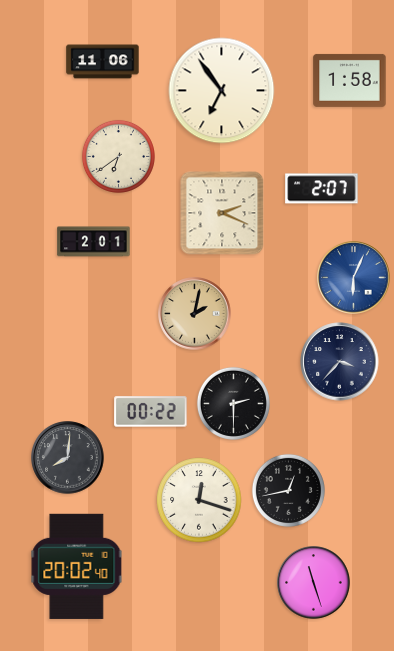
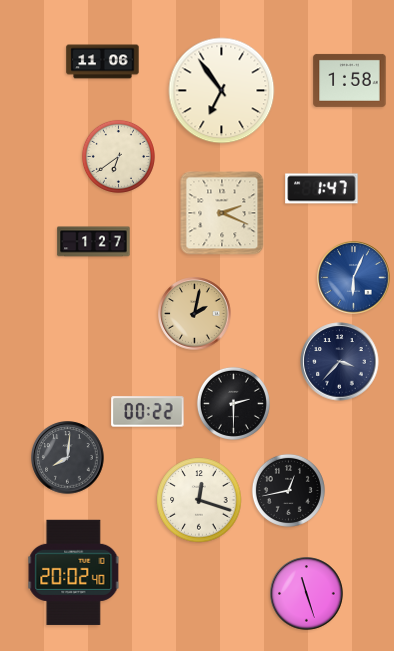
clock at (322, 189): 2:07 -> 1:47
clock at (94, 242): 2:01 -> 1:27
clock at (151, 412) position: (151, 412) -> (148, 412)
clock at (77, 566) position: (77, 566) -> (74, 572)
clock at (314, 583) position: (314, 583) -> (307, 594)
